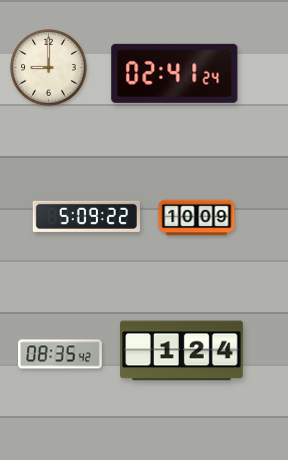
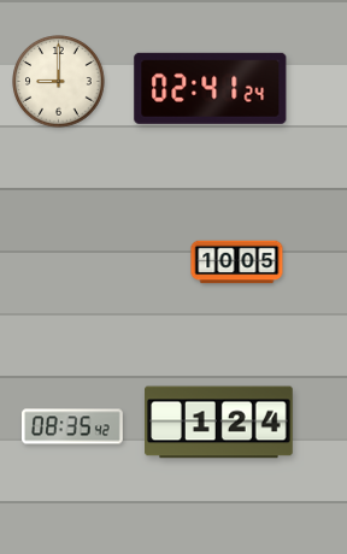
clock at (86, 216): 5:09 -> none
clock at (197, 218): 10:09 -> 10:05
